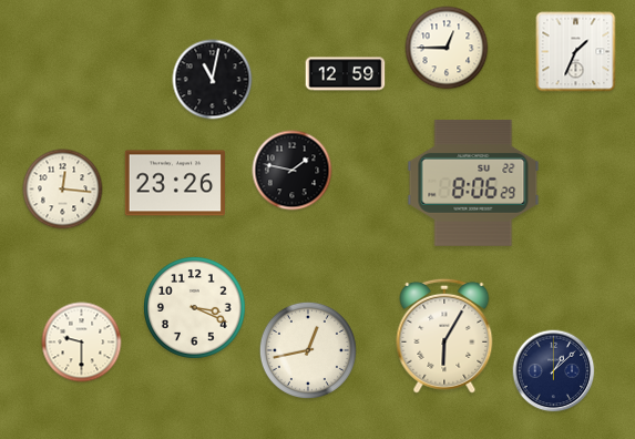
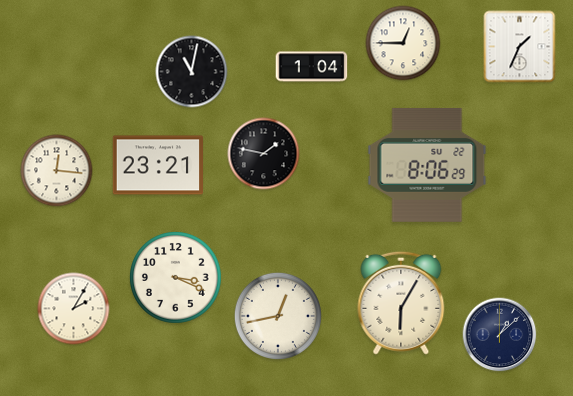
clock at (346, 74): 12:59 -> 1:04
clock at (175, 183): 23:26 -> 23:21
clock at (82, 343): 9:30 -> 2:05
